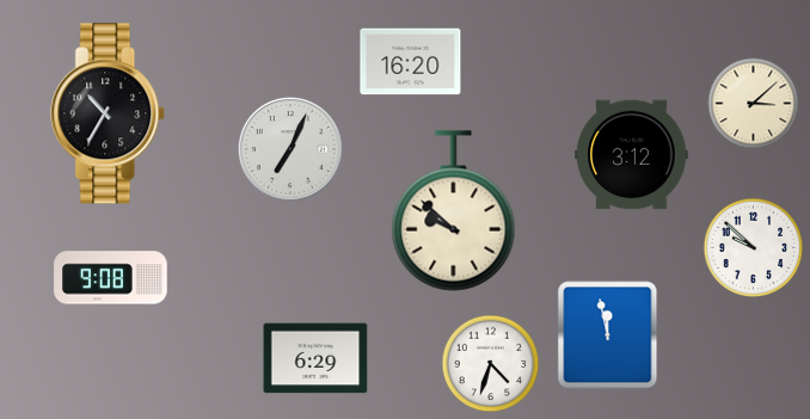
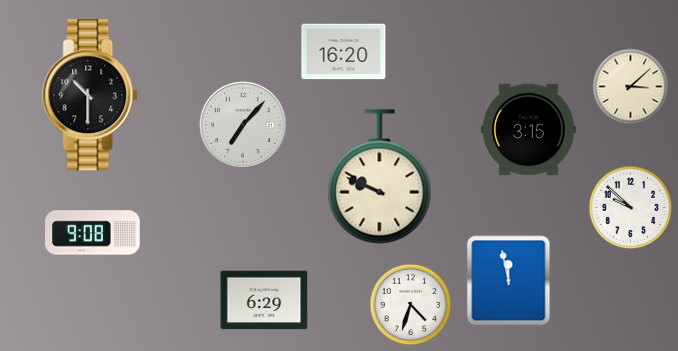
clock at (109, 113): 10:35 -> 10:30
clock at (290, 149): 7:04 -> 7:07
clock at (632, 155): 3:12 -> 3:15
clock at (454, 211): 9:52 -> 9:49
